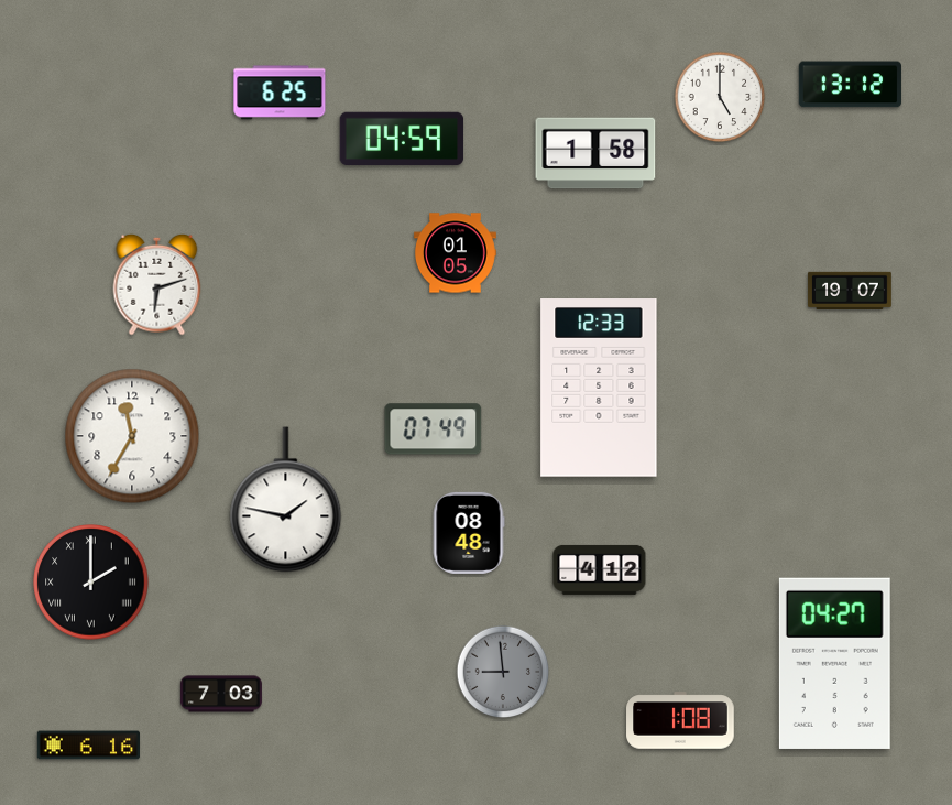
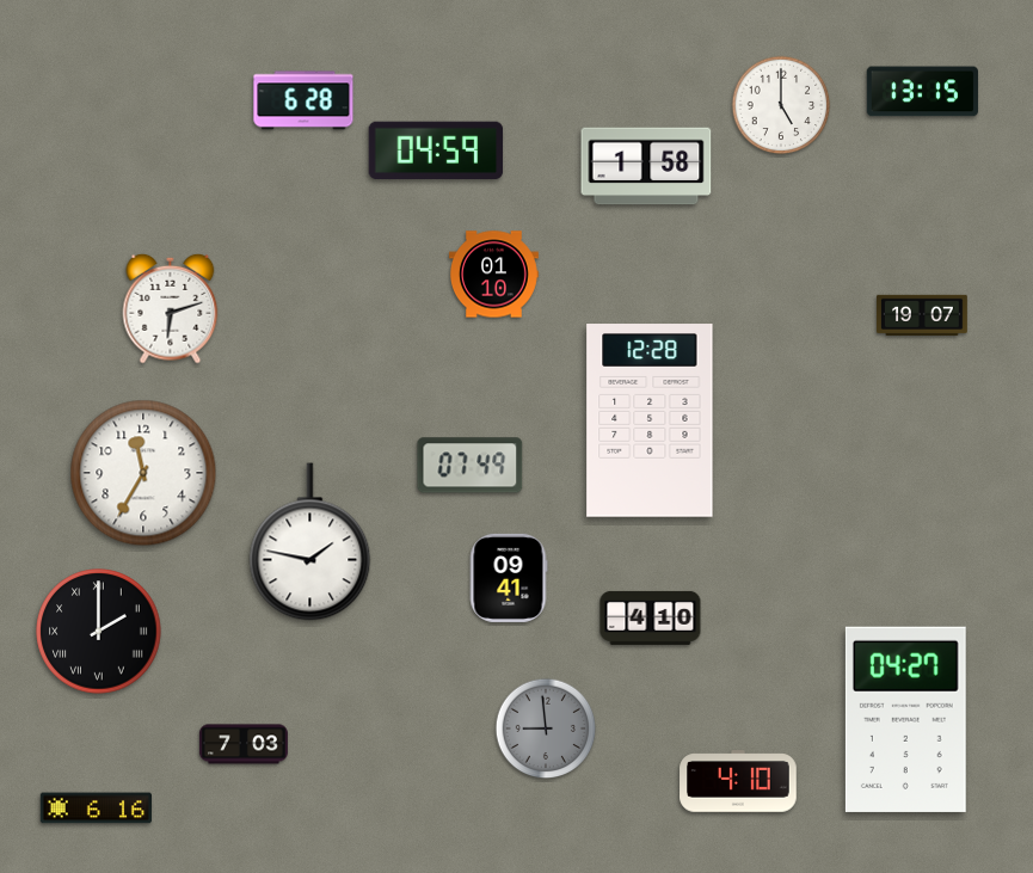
clock at (850, 85): 13:12 -> 13:15
clock at (280, 93): 6:25 -> 6:28
clock at (455, 253): 01:05 -> 01:10
clock at (599, 388): 12:33 -> 12:28
clock at (469, 533): 08:48 -> 09:41
clock at (600, 569): 4:12 -> 4:10
clock at (221, 694) position: (221, 694) -> (244, 744)
clock at (680, 720): 1:08 -> 4:10
